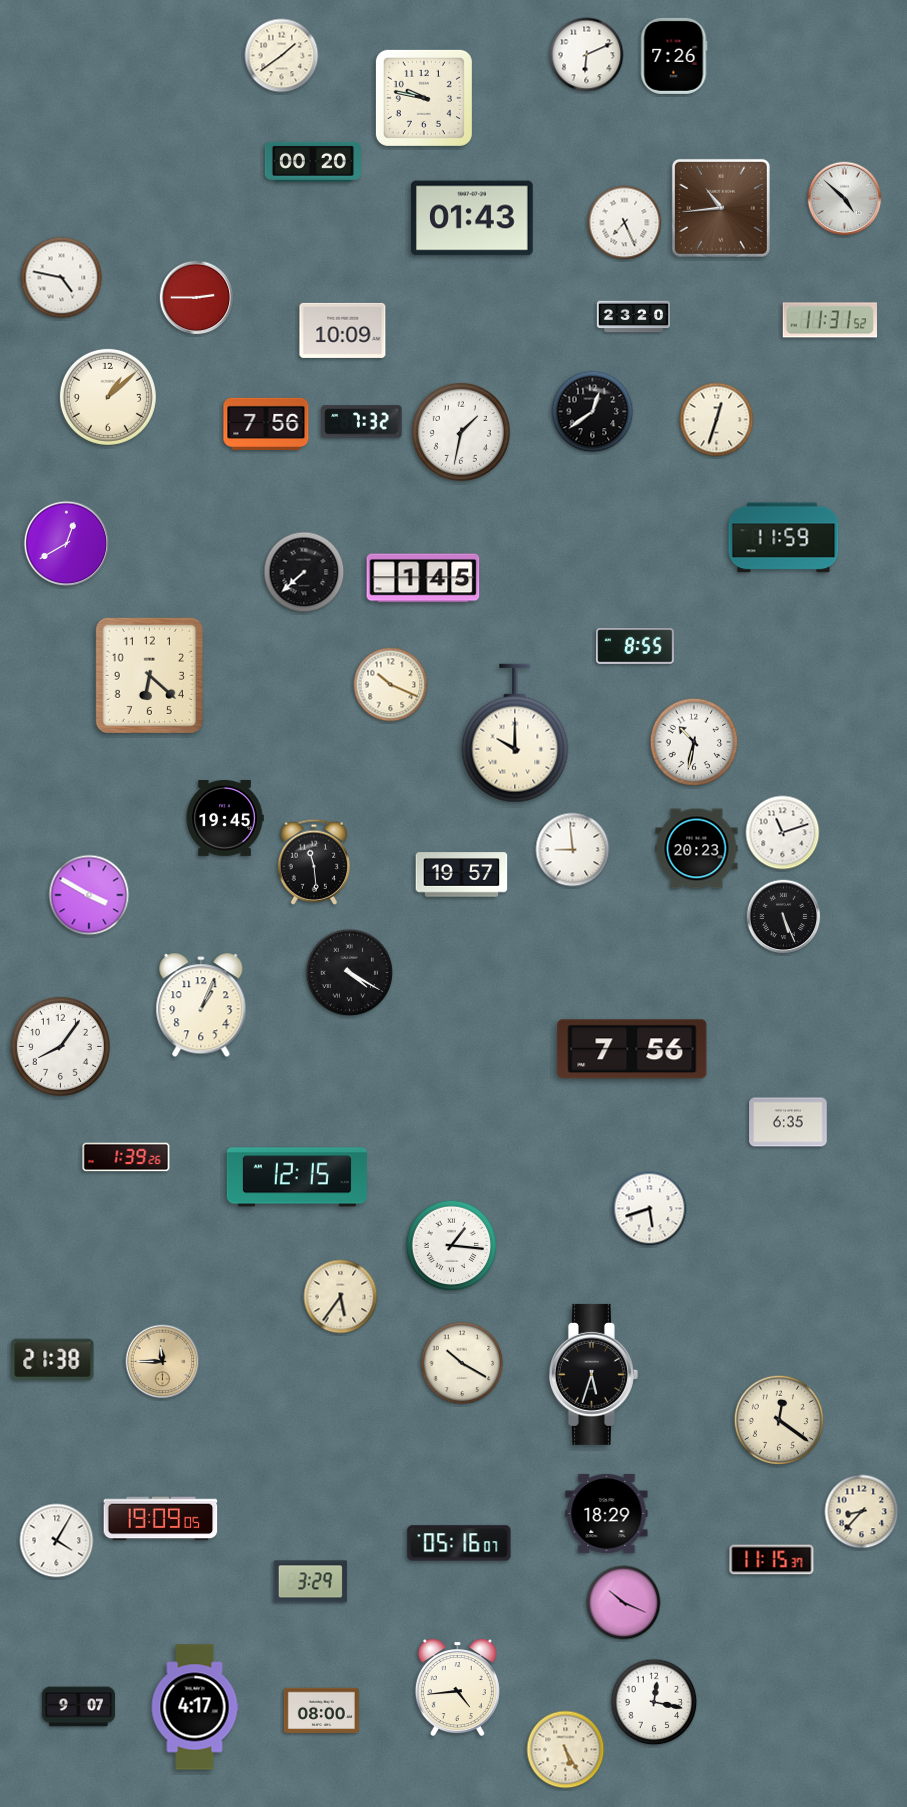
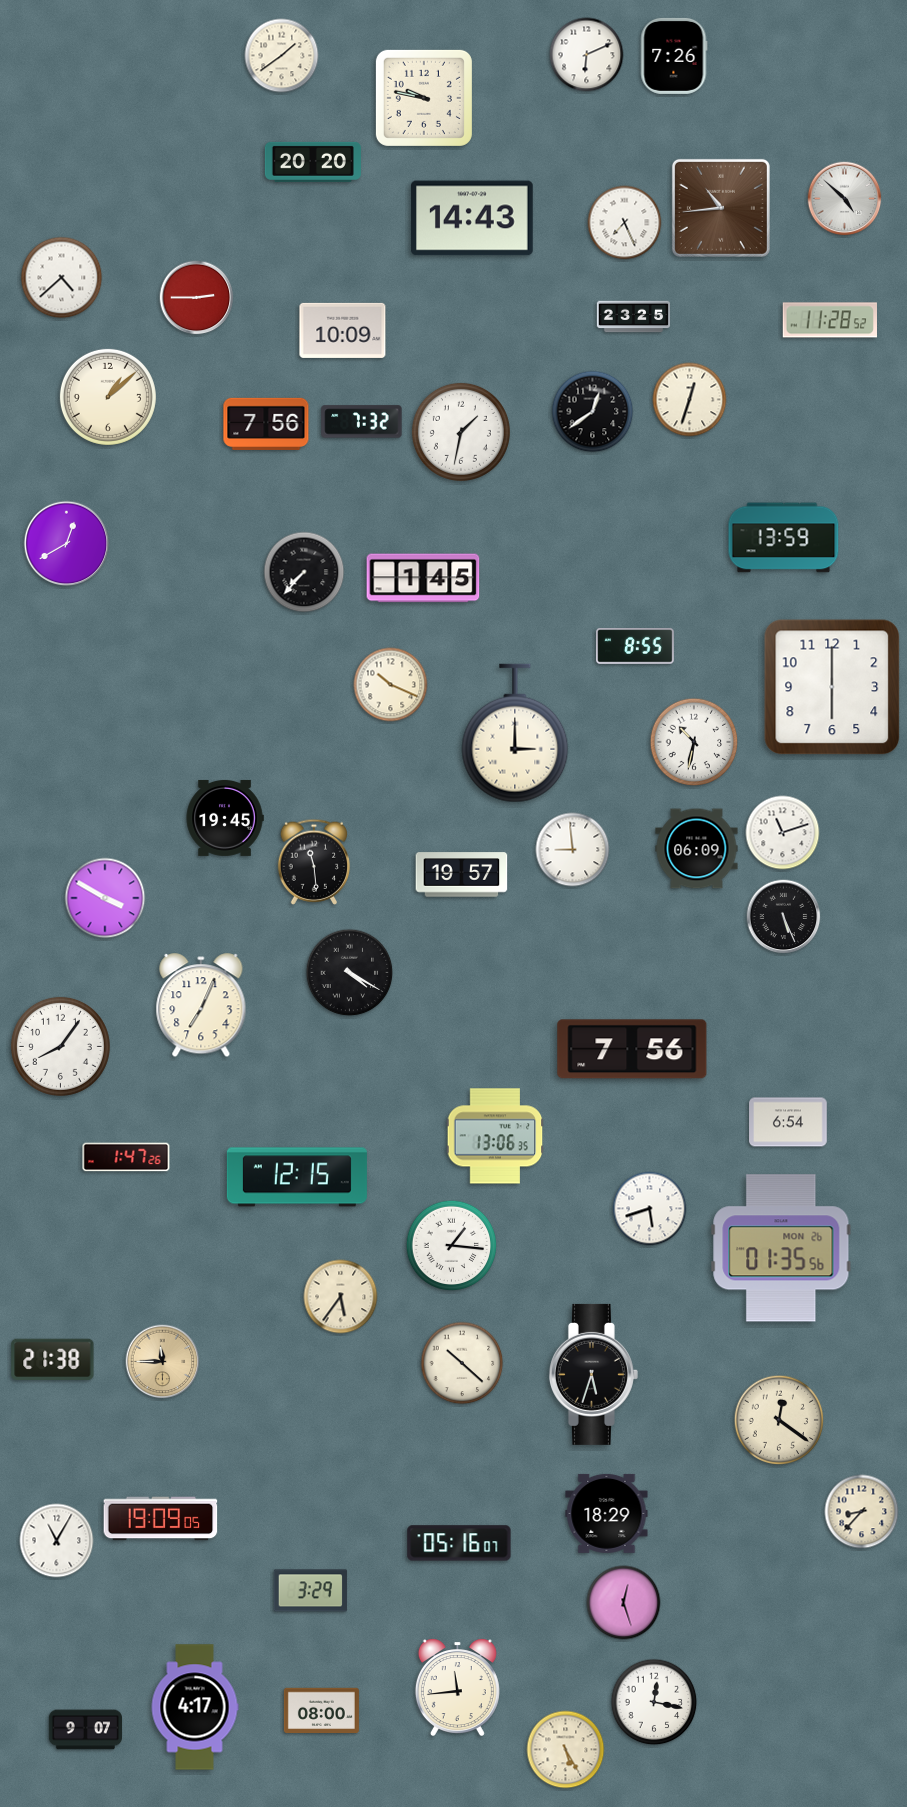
clock at (313, 162): 00:20 -> 20:20
clock at (472, 218): 01:43 -> 14:43
clock at (62, 278): 4:47 -> 4:38
clock at (634, 317): 23:20 -> 23:25
clock at (829, 320): 11:31 -> 11:28
clock at (717, 420) position: (717, 420) -> (690, 400)
clock at (784, 538): 11:59 -> 13:59
clock at (304, 572): 7:38 -> 7:37
clock at (149, 675): 6:22 -> none
clock at (832, 687): none -> 6:00
clock at (515, 733): 10:00 -> 3:00
clock at (697, 849): 20:23 -> 06:09
clock at (89, 895) position: (89, 895) -> (105, 898)
clock at (201, 1006): 1:04 -> 7:04
clock at (788, 1122): 6:35 -> 6:54
clock at (495, 1136): none -> 13:06
clock at (126, 1157): 1:39 -> 1:47
clock at (781, 1248): none -> 01:35
clock at (462, 1363): 10:20 -> 10:22
clock at (57, 1541): 4:05 -> 11:05
clock at (772, 1560): 11:15 -> none
clock at (310, 1582) position: (310, 1582) -> (310, 1591)
clock at (624, 1603): 10:19 -> 12:27
clock at (457, 1688): 4:44 -> 11:44
clock at (79, 1707) position: (79, 1707) -> (86, 1730)
